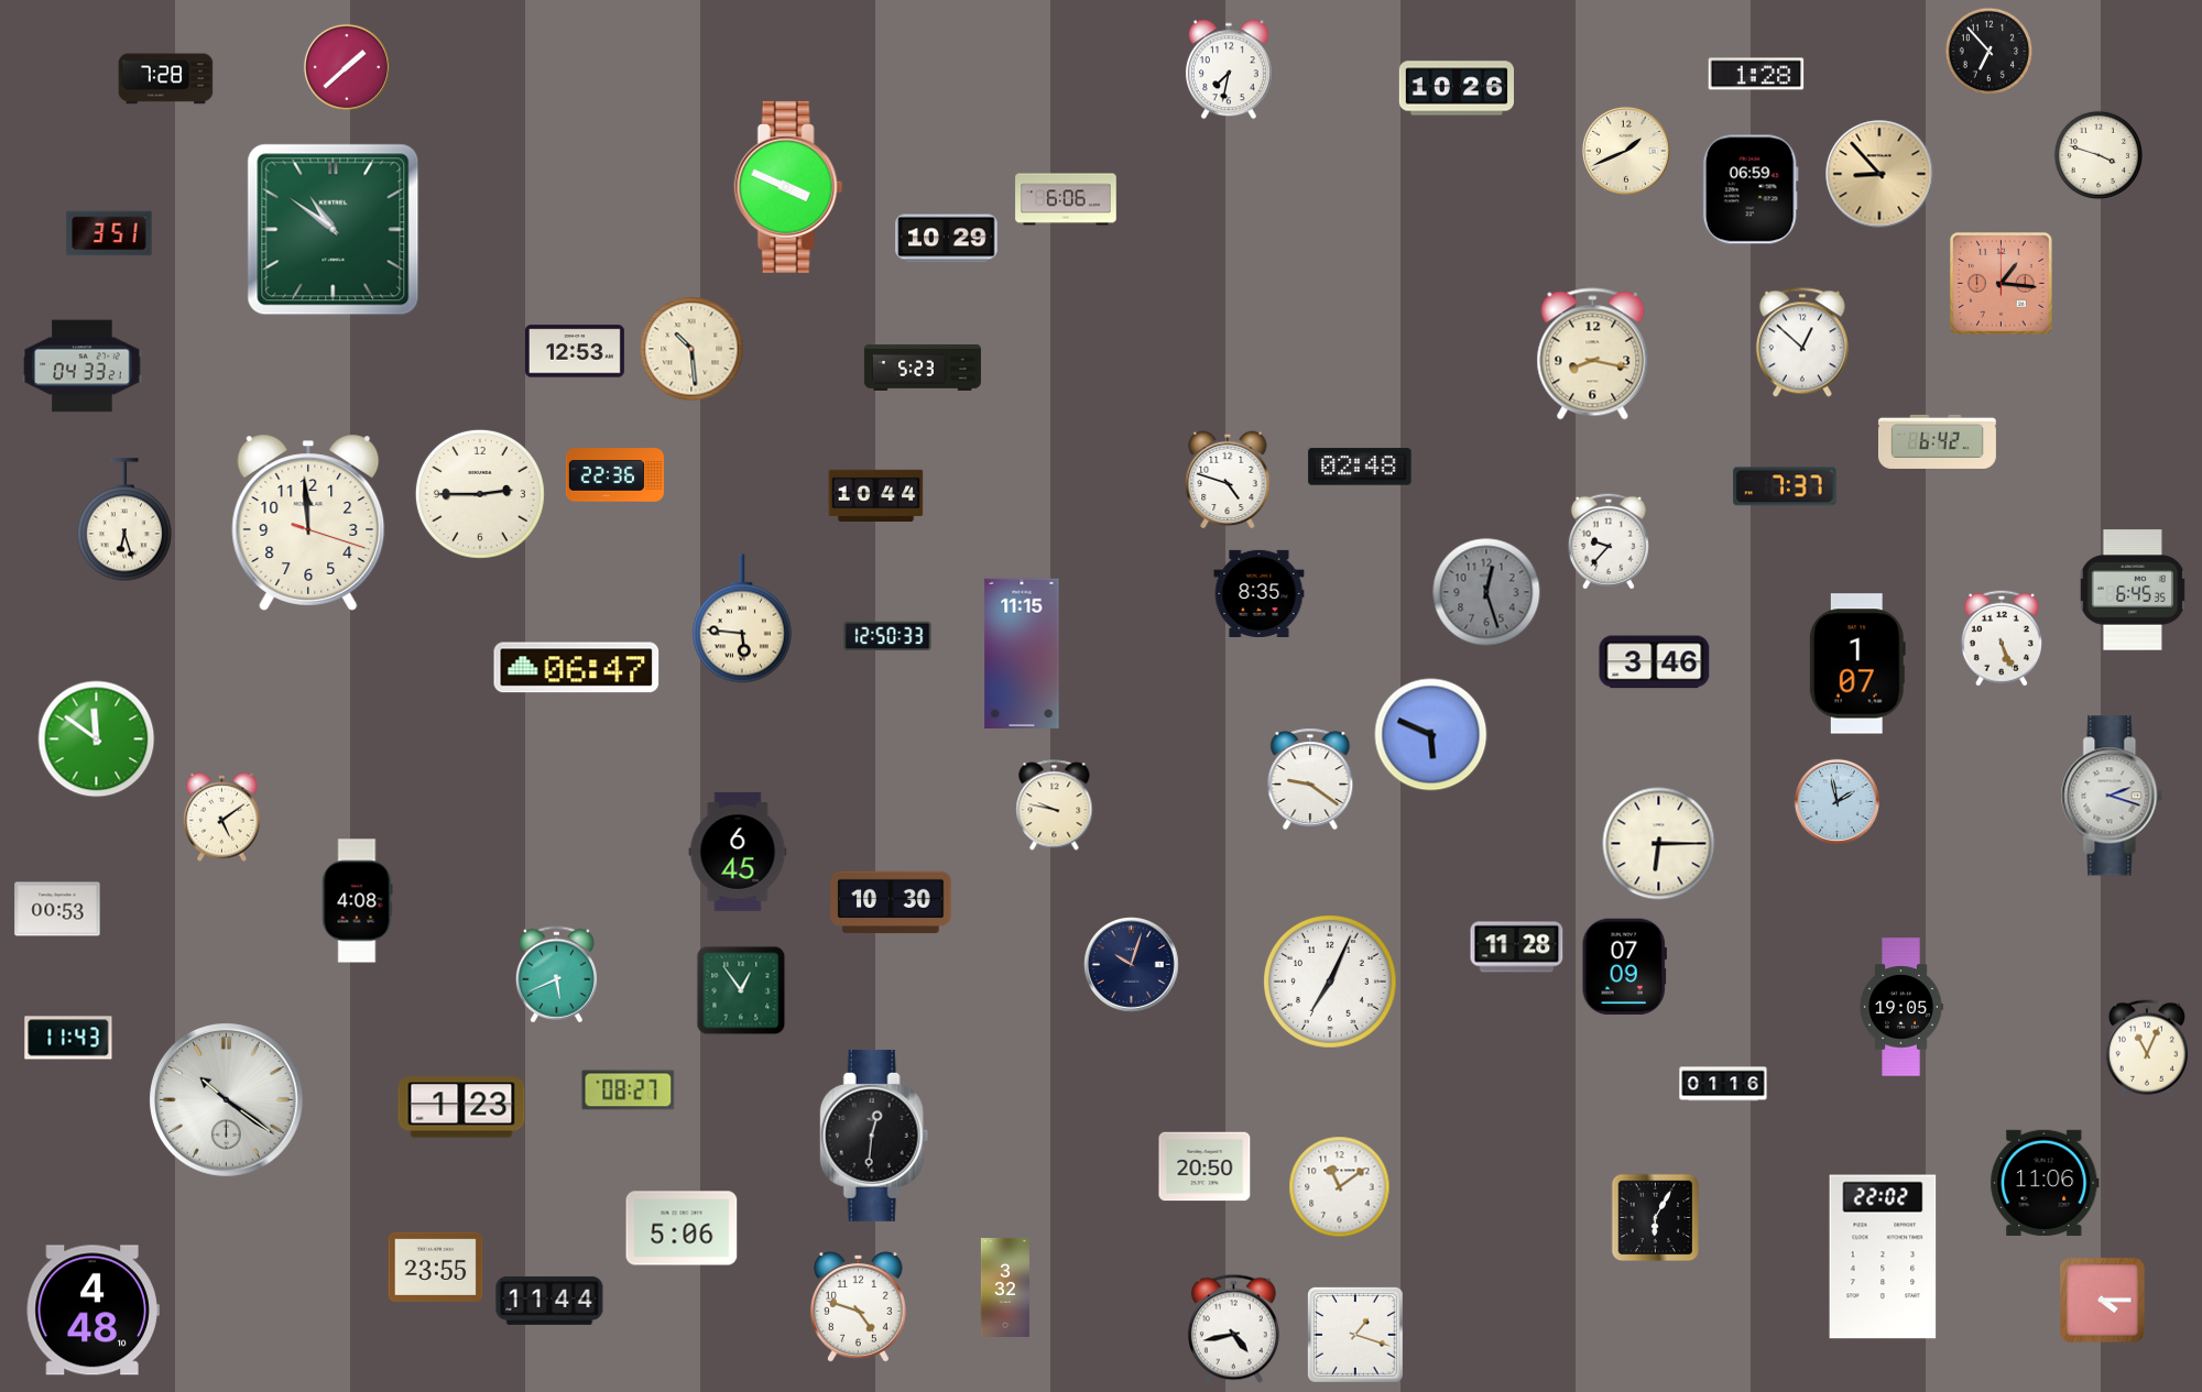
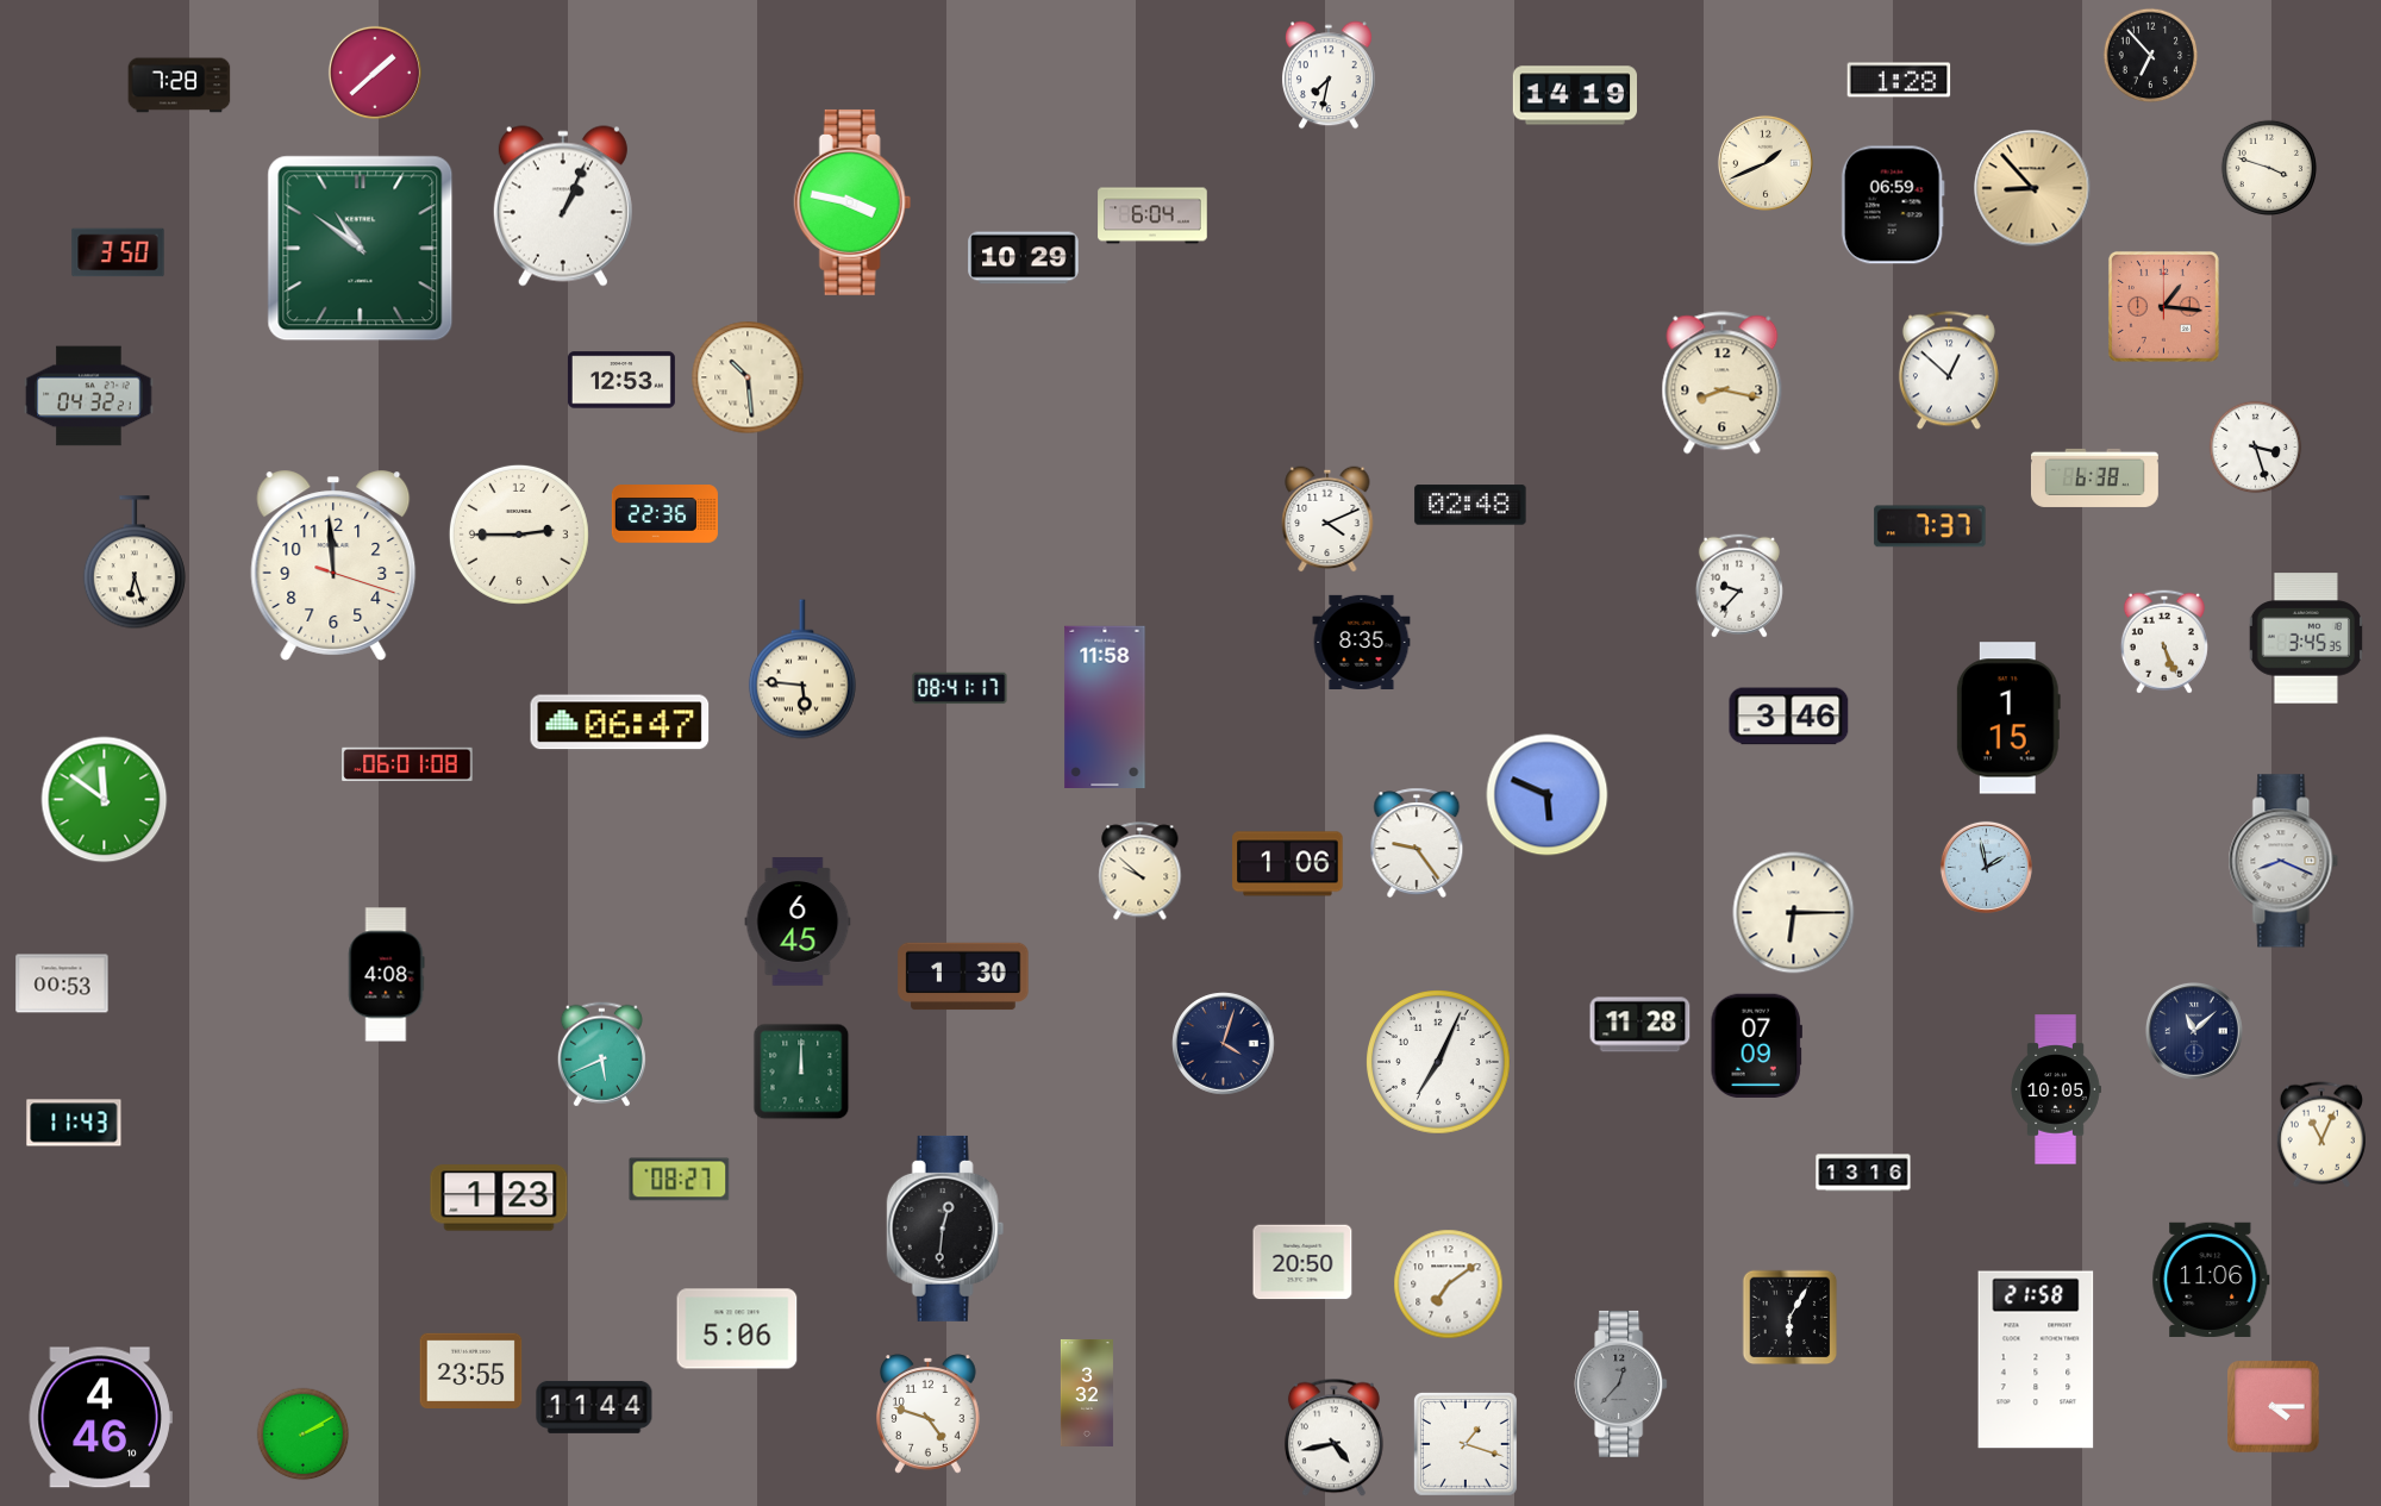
clock at (1456, 88): 10:26 -> 14:19
clock at (1626, 151) position: (1626, 151) -> (1766, 163)
clock at (788, 187): 3:49 -> 3:47
clock at (563, 206): none -> 1:04
clock at (1066, 199): 6:06 -> 6:04
clock at (109, 233): 3:51 -> 3:50
clock at (83, 366): 04:33 -> 04:32
clock at (923, 368): 5:23 -> none
clock at (2256, 448): none -> 3:27
clock at (1937, 441): 6:42 -> 6:38
clock at (1228, 480): 4:48 -> 4:11
clock at (876, 496): 10:44 -> none
clock at (2133, 590): 6:45 -> 3:45
clock at (1486, 592): 12:27 -> none
clock at (887, 636): 12:50 -> 08:41
clock at (2002, 638) position: (2002, 638) -> (2164, 642)
clock at (1022, 653): 11:15 -> 11:58
clock at (1857, 664): 1:07 -> 1:15
clock at (577, 668) position: (577, 668) -> (620, 723)
clock at (407, 764): none -> 06:01
clock at (1310, 779): 9:21 -> 9:24
clock at (2112, 796): 2:18 -> 8:19
clock at (1288, 864): none -> 1:06
clock at (1055, 805): 9:47 -> 9:52
clock at (221, 816): 5:09 -> none
clock at (891, 902): 10:30 -> 1:30
clock at (2194, 1031): none -> 11:08
clock at (1132, 965): 10:03 -> 4:03
clock at (741, 990): 12:54 -> 12:00
clock at (1901, 1007): 19:05 -> 10:05
clock at (1723, 1084): 01:16 -> 13:16
clock at (227, 1100): 10:21 -> none
clock at (1340, 1187): 11:09 -> 7:09
clock at (1883, 1257): 22:02 -> 21:58
clock at (1621, 1383): none -> 12:37
clock at (92, 1311): 4:48 -> 4:46
clock at (304, 1435): none -> 2:10
